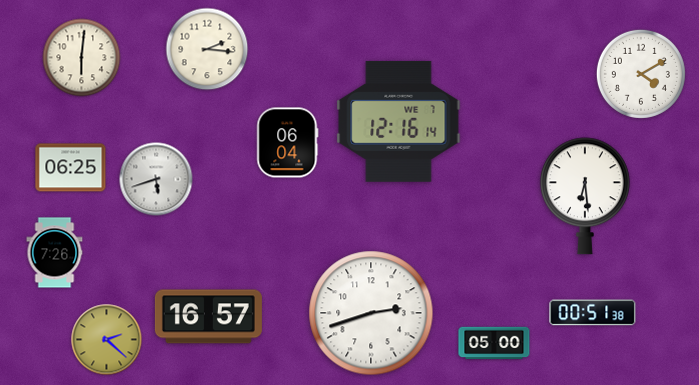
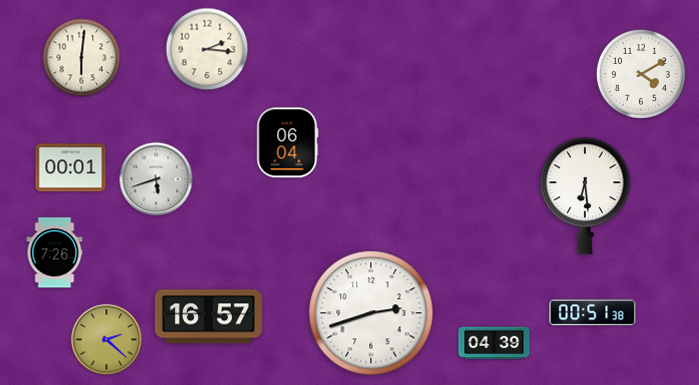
clock at (399, 121): 12:16 -> none
clock at (71, 168): 06:25 -> 00:01
clock at (494, 343): 05:00 -> 04:39
